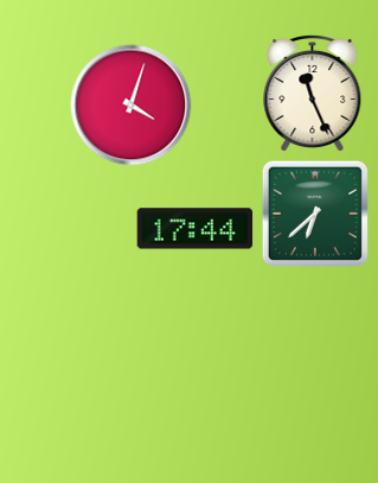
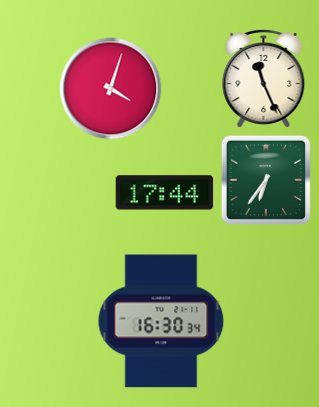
clock at (315, 214): 6:38 -> 6:36
clock at (161, 321): none -> 16:30
